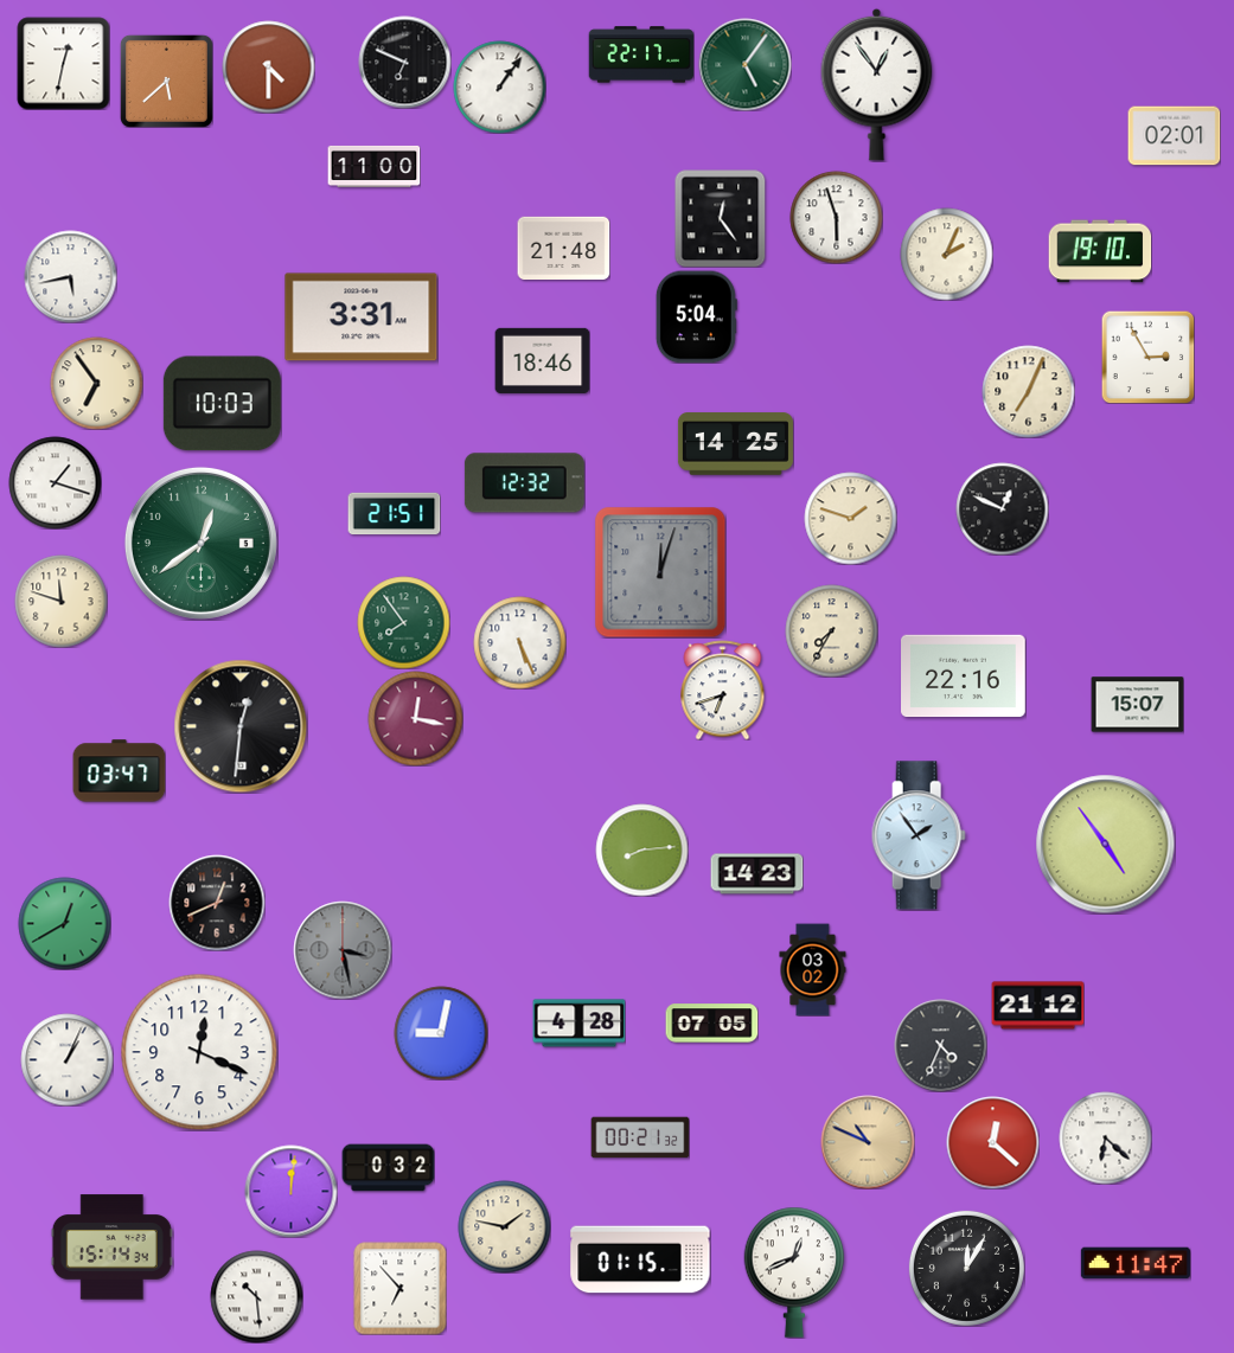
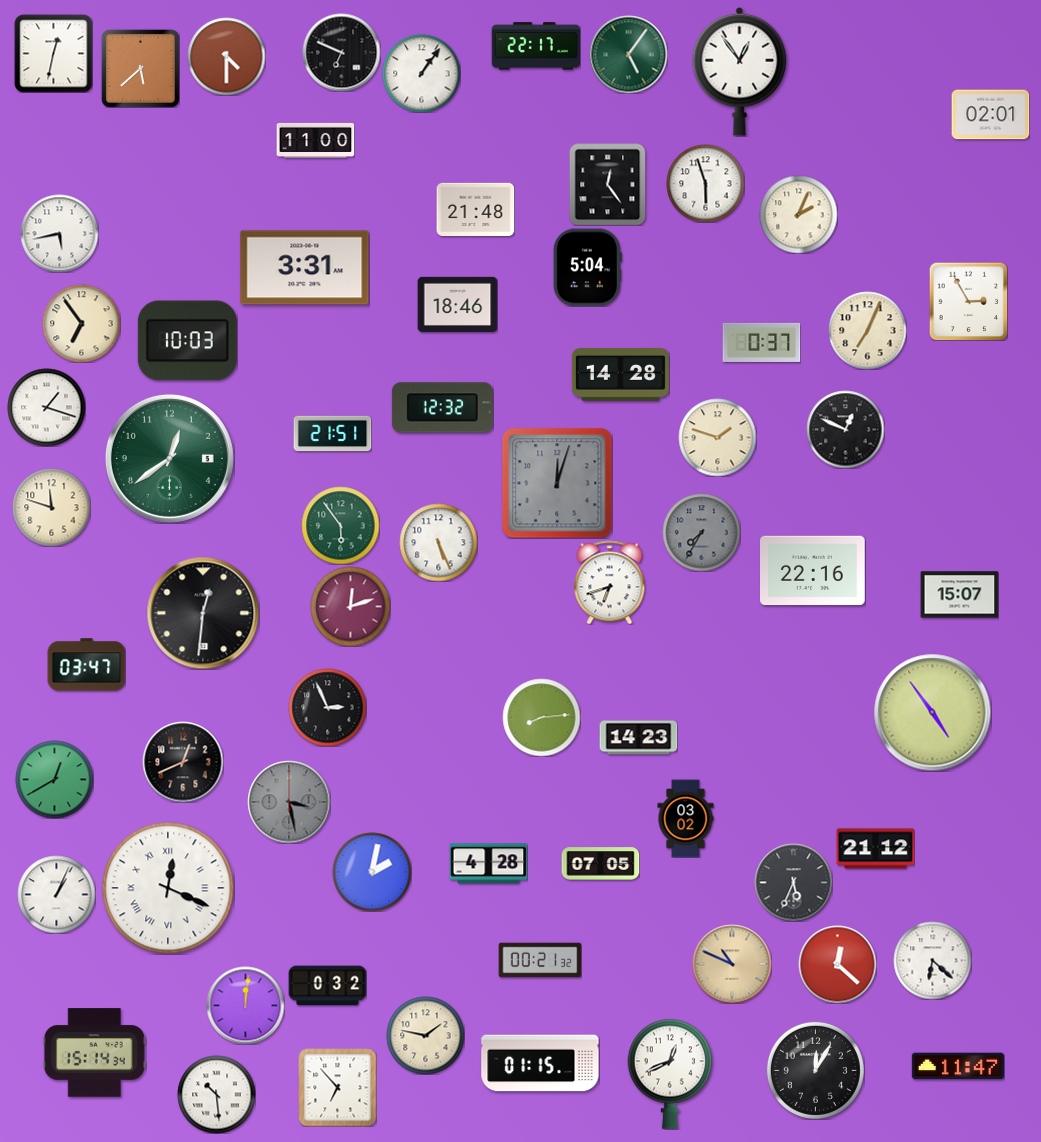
clock at (641, 54) position: (641, 54) -> (536, 46)
clock at (1100, 251): 19:10 -> none
clock at (761, 342): none -> 0:37
clock at (735, 444): 14:25 -> 14:28
clock at (403, 622): 7:54 -> 5:54
clock at (831, 630) dial: cream -> grey
clock at (415, 718): 12:17 -> 12:12
clock at (119, 771) position: (119, 771) -> (86, 665)
clock at (919, 835): 1:54 -> none
clock at (327, 707): none -> 2:56
clock at (441, 1033): 9:02 -> 2:02
clock at (940, 1045): 4:34 -> 5:34
clock at (199, 1052) numerals: Arabic -> Roman
